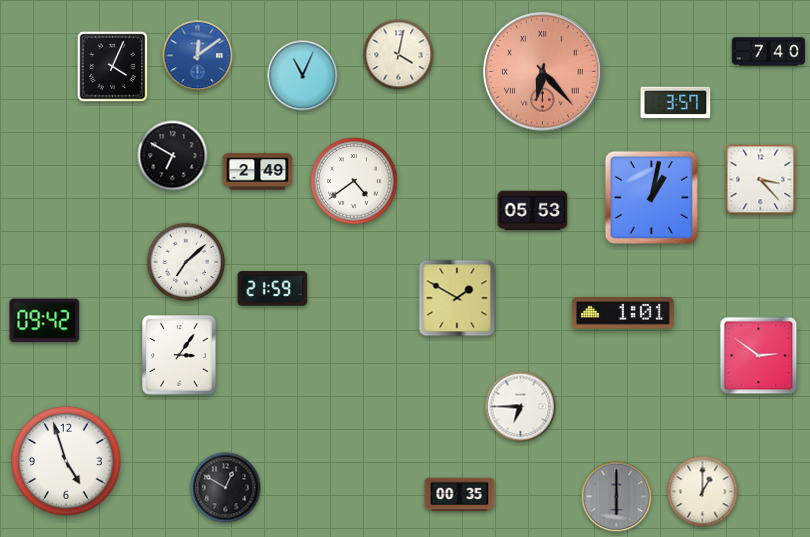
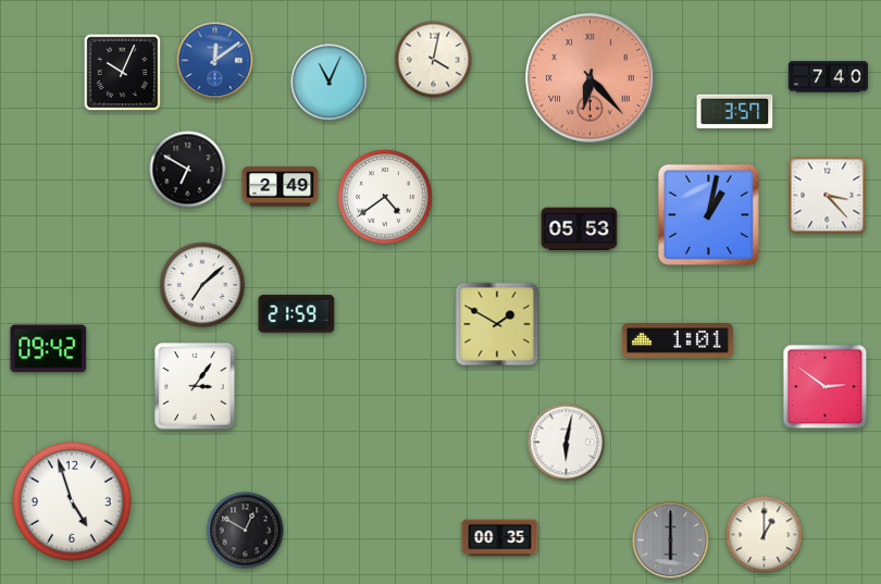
clock at (768, 52) position: (768, 52) -> (828, 77)
clock at (113, 67): 4:04 -> 10:04
clock at (521, 407): 6:45 -> 6:02
